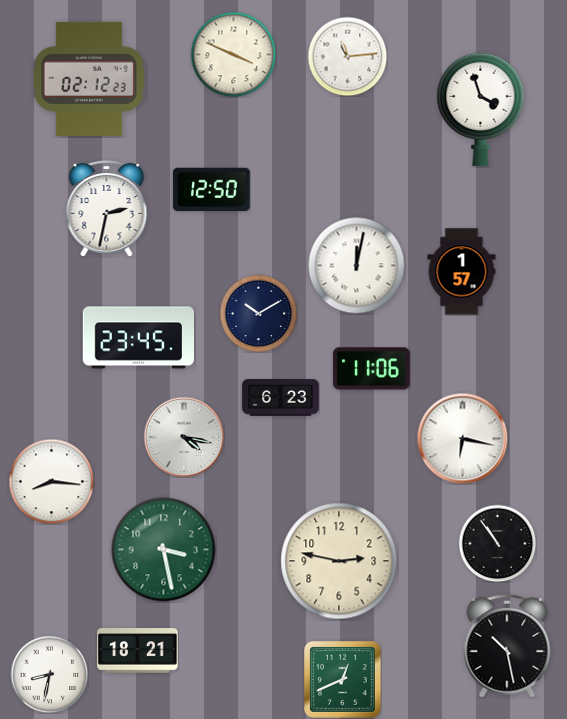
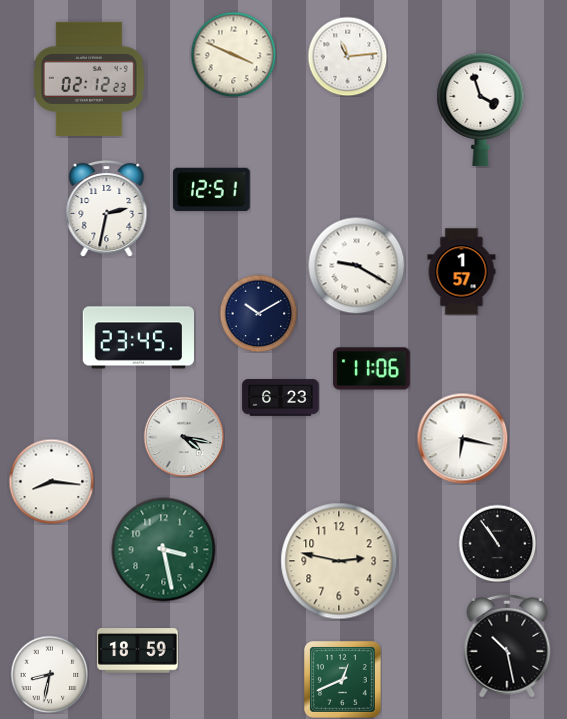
clock at (212, 190): 12:50 -> 12:51
clock at (356, 265): 12:02 -> 9:20
clock at (138, 651): 18:21 -> 18:59
